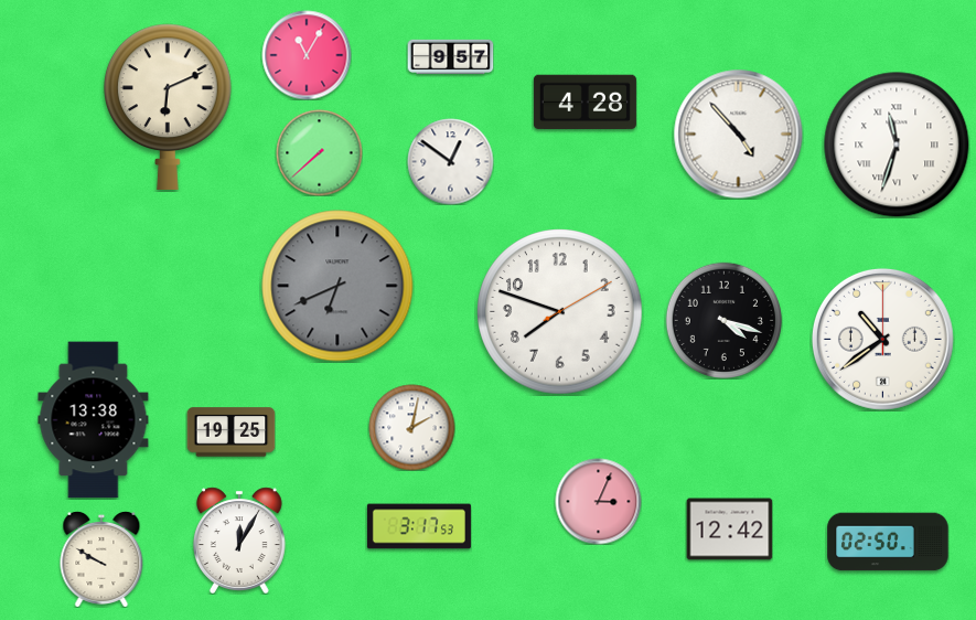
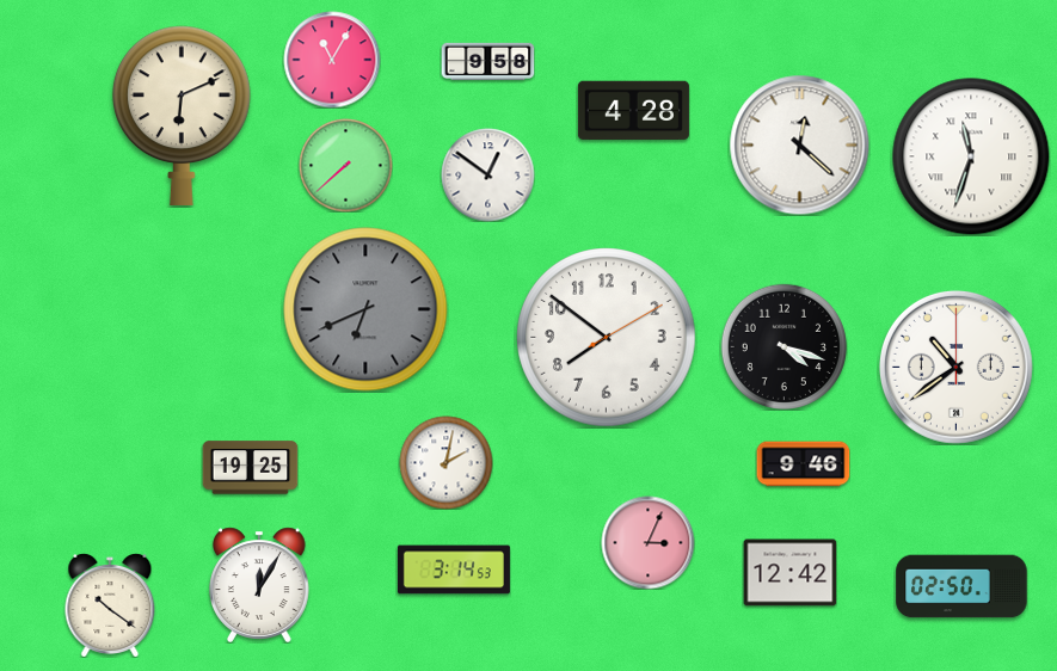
clock at (450, 57): 9:57 -> 9:58
clock at (738, 133): 4:53 -> 12:22
clock at (560, 312): 7:48 -> 7:51
clock at (94, 420): 13:38 -> none
clock at (803, 464): none -> 9:46
clock at (419, 526): 3:17 -> 3:14
clock at (101, 559): 9:50 -> 10:21
